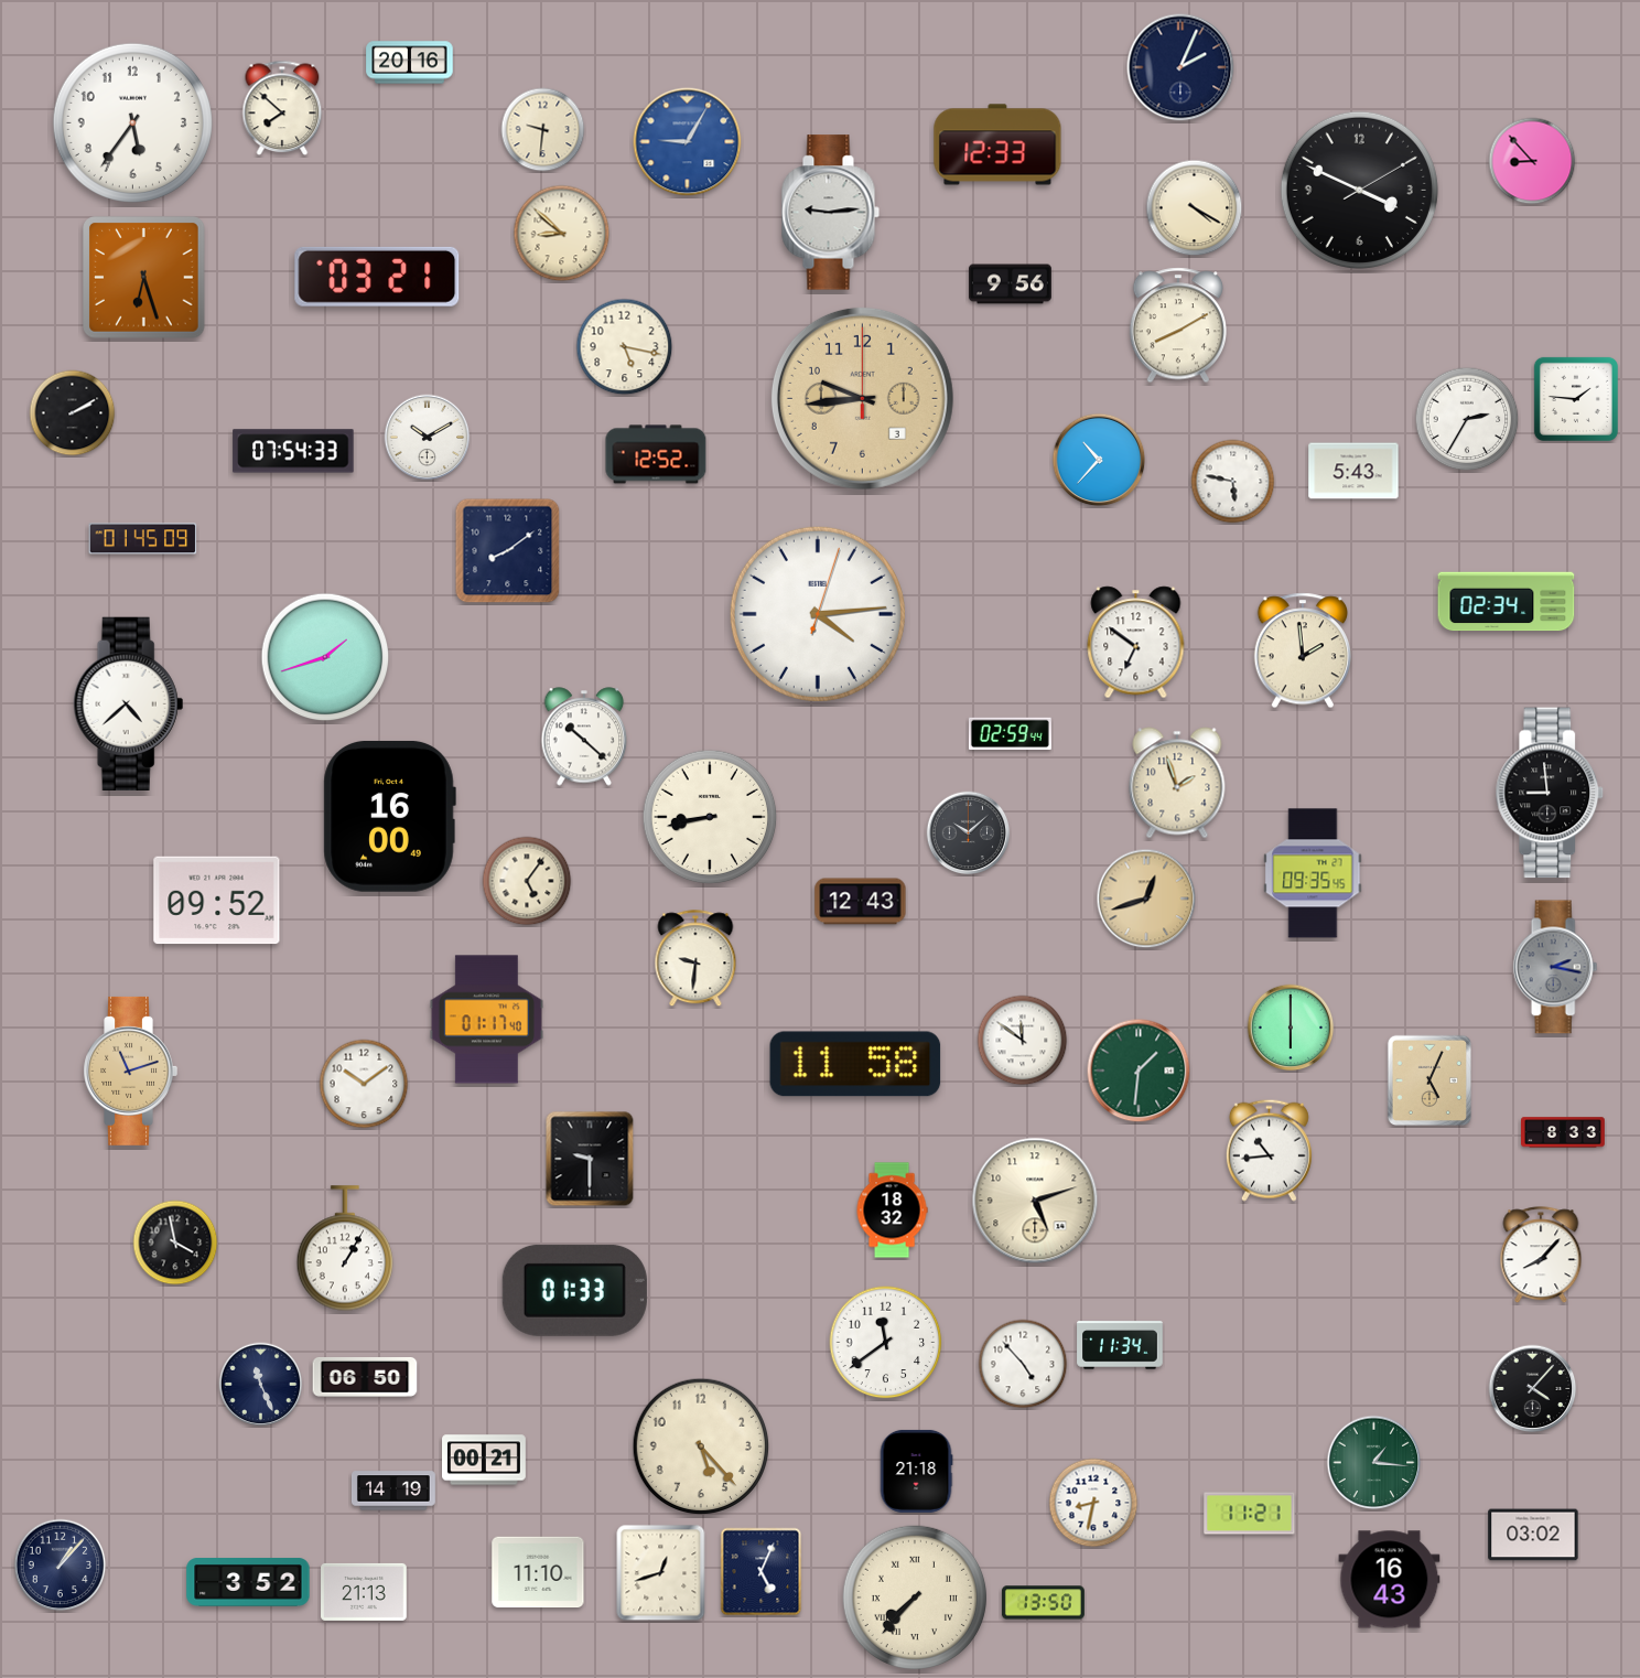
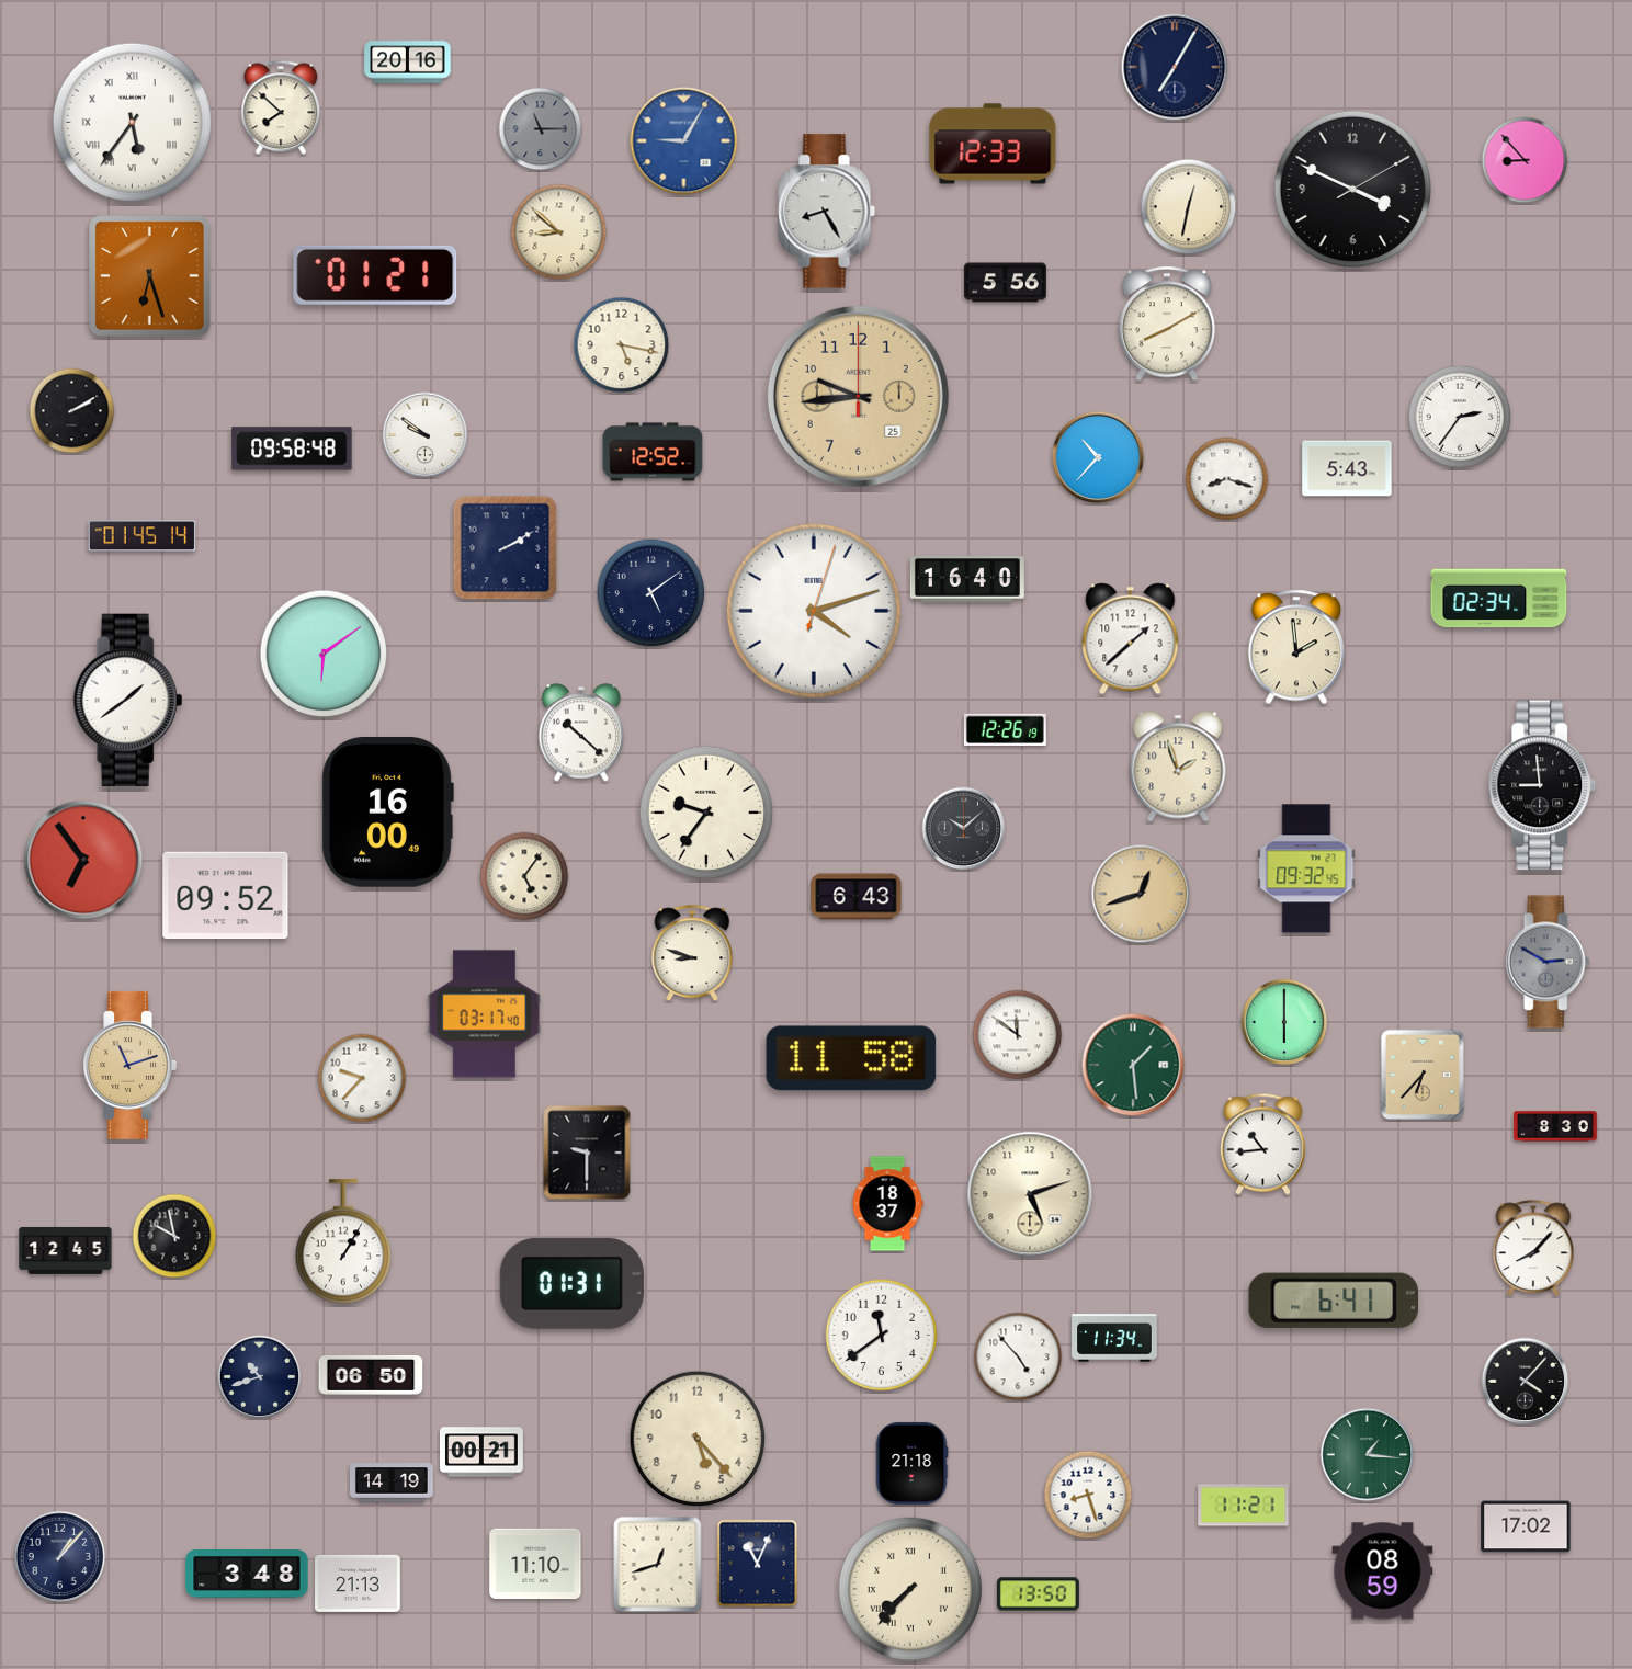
clock at (1180, 67): 2:04 -> 7:05
clock at (132, 122) numerals: Arabic -> Roman
clock at (543, 130): 9:31 -> 11:15
clock at (543, 130) dial: cream -> grey
clock at (1195, 208): 4:20 -> 12:32
clock at (830, 213): 9:14 -> 8:25
clock at (377, 277): 03:21 -> 01:21
clock at (144, 278) position: (144, 278) -> (150, 276)
clock at (1010, 284): 9:56 -> 5:56
clock at (1177, 325) position: (1177, 325) -> (1166, 323)
clock at (862, 398) date: 3 -> 25
clock at (1576, 399): 1:46 -> none
clock at (1467, 419): 2:35 -> 2:36
clock at (428, 438): 10:10 -> 9:51
clock at (293, 451): 07:54 -> 09:58
clock at (1099, 460) position: (1099, 460) -> (1098, 457)
clock at (1233, 482): 5:47 -> 8:18
clock at (143, 539): 01:45:09 -> 01:45:14
clock at (508, 551): 8:09 -> 2:10
clock at (967, 579): none -> 16:40
clock at (651, 593): none -> 5:09
clock at (818, 614): 4:14 -> 4:12
clock at (1136, 643): 6:51 -> 1:38
clock at (325, 657): 1:42 -> 6:09
clock at (129, 703): 4:38 -> 1:39
clock at (1010, 733): 02:59 -> 12:26
clock at (1177, 783) position: (1177, 783) -> (1178, 767)
clock at (1550, 793) position: (1550, 793) -> (1542, 785)
clock at (710, 817): 8:43 -> 9:36
clock at (83, 860): none -> 6:54
clock at (1313, 873): 09:35 -> 09:32
clock at (217, 901) position: (217, 901) -> (226, 896)
clock at (861, 902): 12:43 -> 6:43
clock at (695, 959): 9:31 -> 8:48
clock at (1555, 967): 2:17 -> 2:50
clock at (486, 1020): 01:17 -> 03:17
clock at (1139, 1071): 1:31 -> 1:29
clock at (1428, 1079): 5:04 -> 6:37
clock at (364, 1084): 10:09 -> 9:37
clock at (1564, 1132): 8:33 -> 8:30
clock at (892, 1211): 18:32 -> 18:37
clock at (175, 1243): 3:58 -> 9:58
clock at (66, 1250): none -> 12:45
clock at (574, 1290): 01:33 -> 01:31
clock at (1333, 1301): none -> 6:41
clock at (365, 1378) position: (365, 1378) -> (371, 1376)
clock at (261, 1385): 11:26 -> 10:42
clock at (1093, 1503): 8:32 -> 8:27
clock at (1533, 1535): 03:02 -> 17:02
clock at (762, 1572): 5:04 -> 11:04
clock at (1390, 1580): 16:43 -> 08:59
clock at (248, 1582): 3:52 -> 3:48
clock at (364, 1592) position: (364, 1592) -> (358, 1583)
